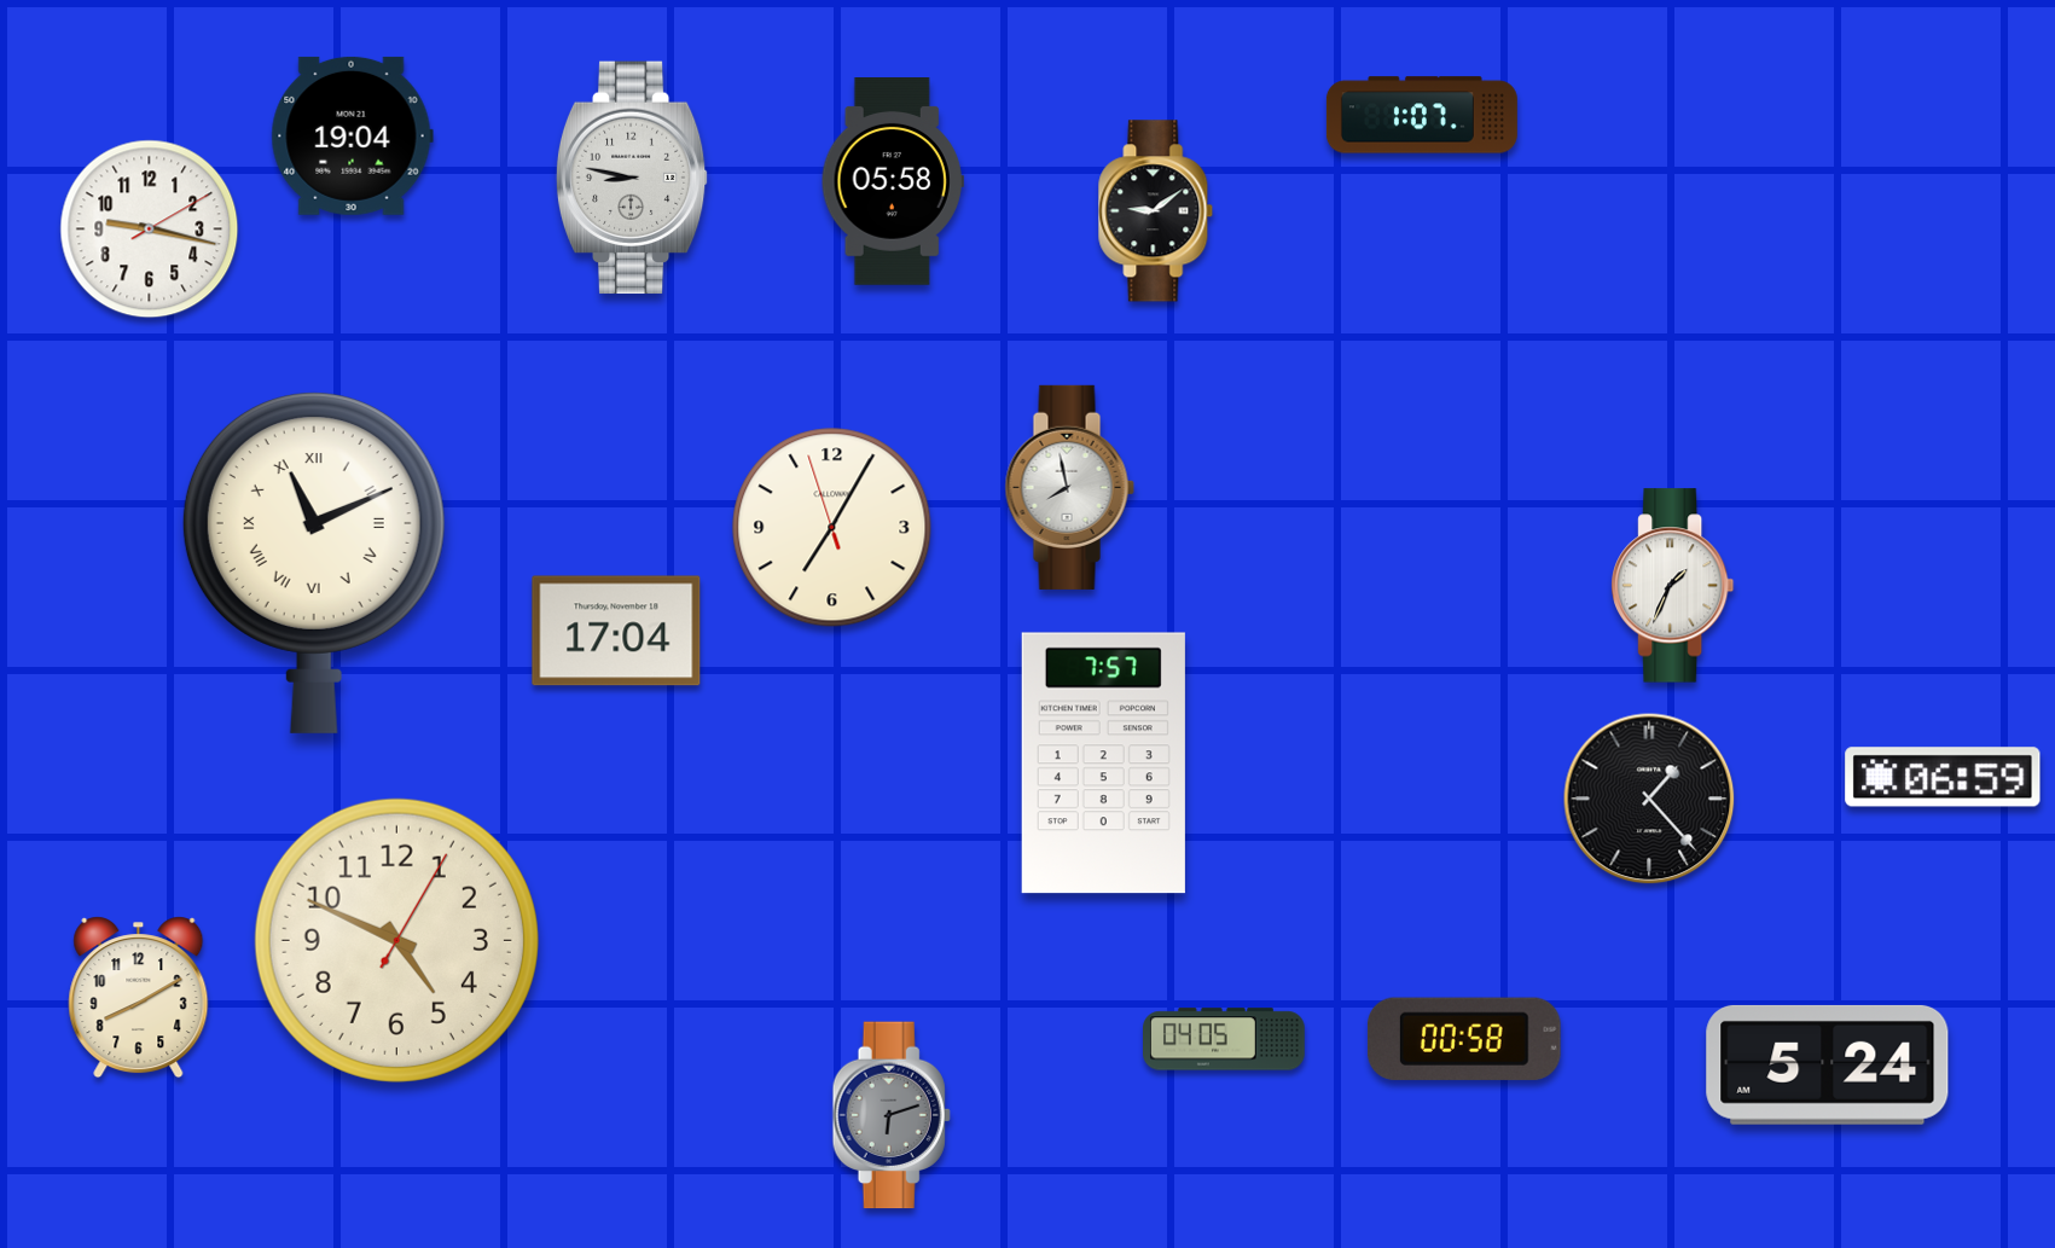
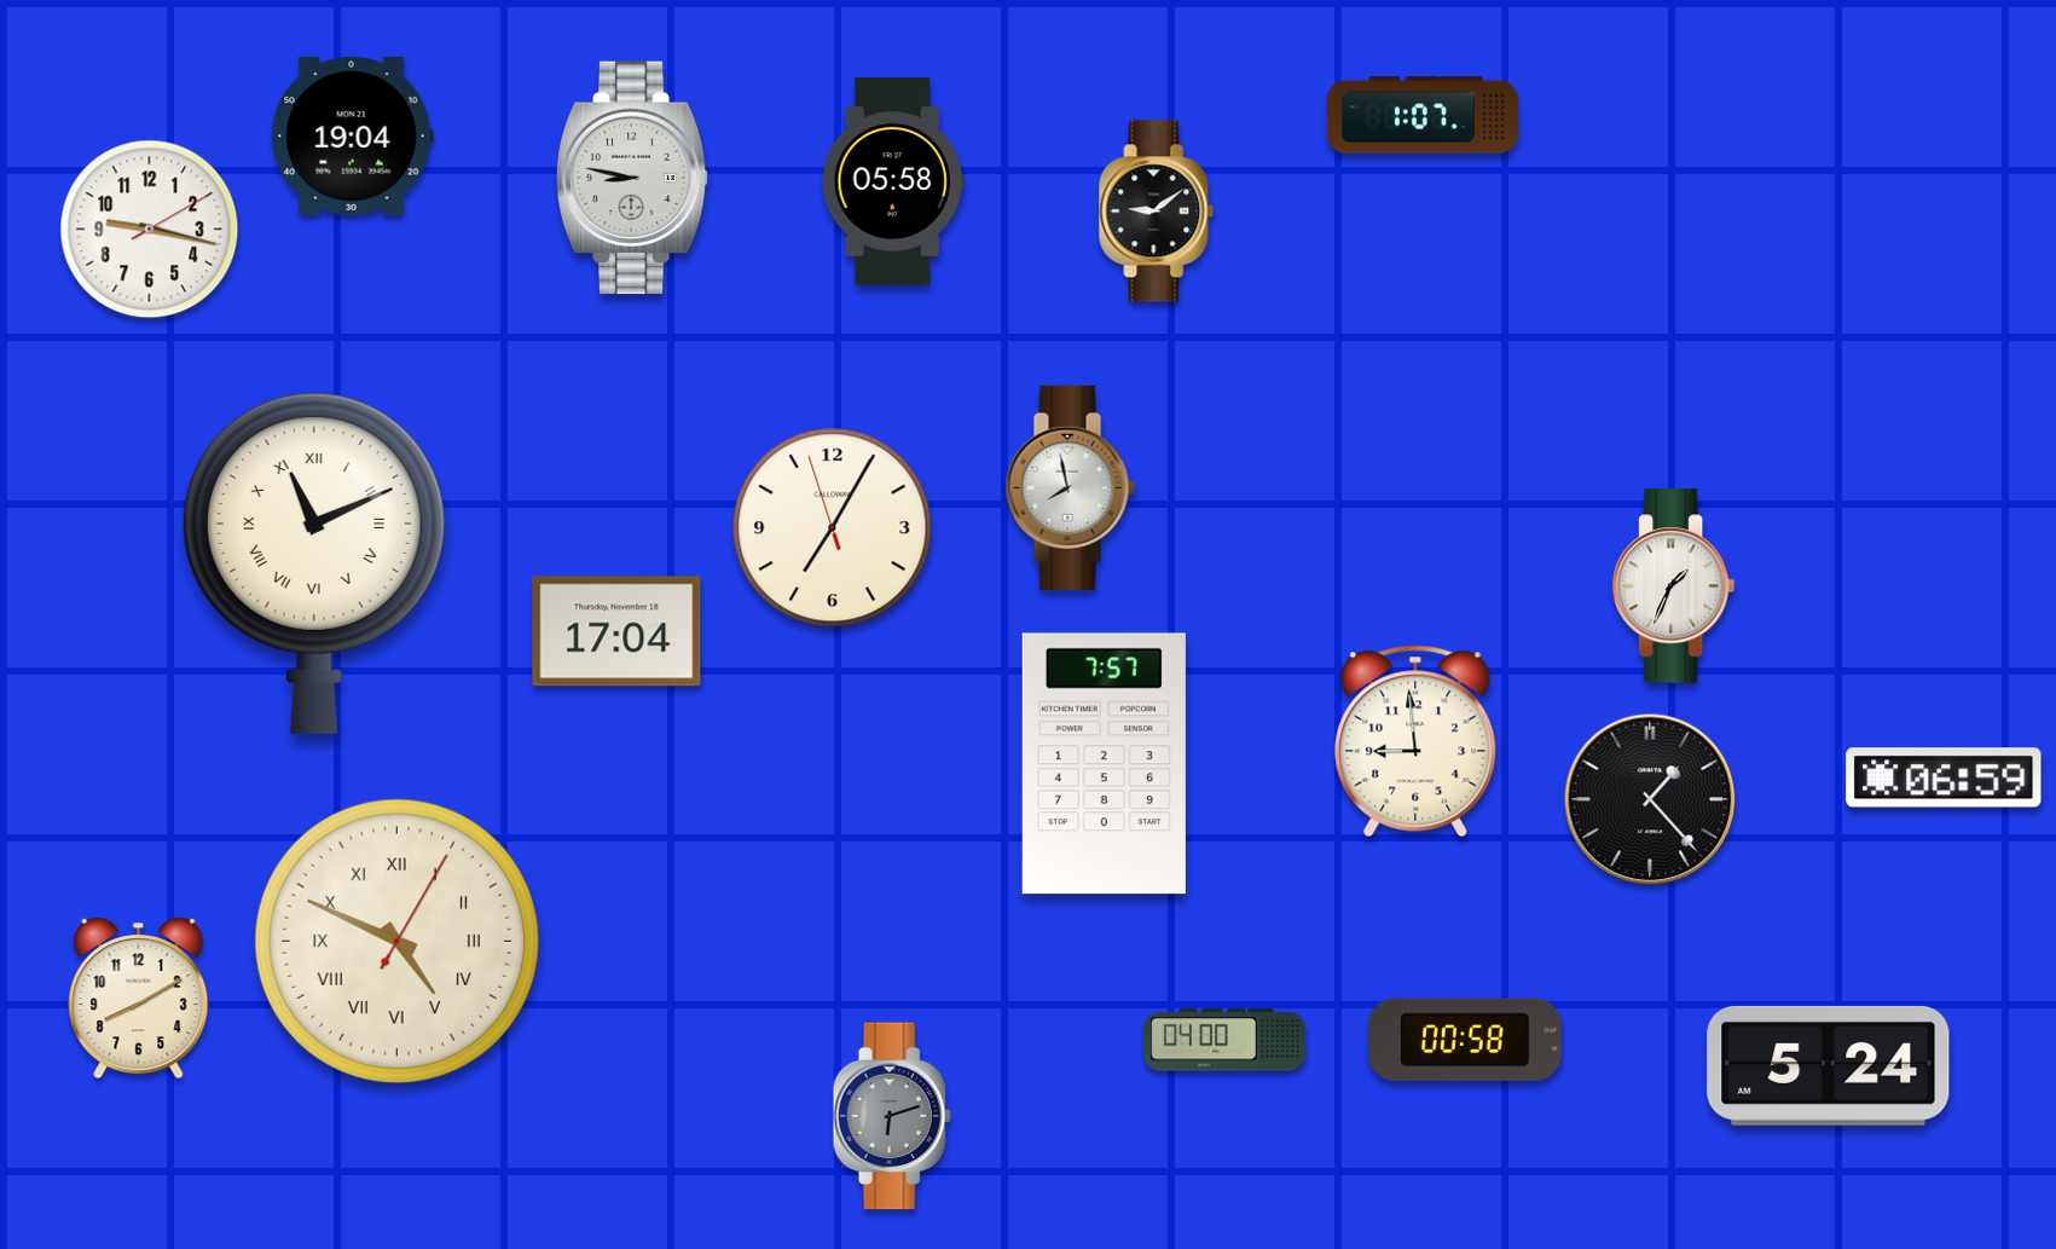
clock at (1415, 741): none -> 8:59
clock at (396, 940) numerals: Arabic -> Roman
clock at (1225, 1039): 04:05 -> 04:00
